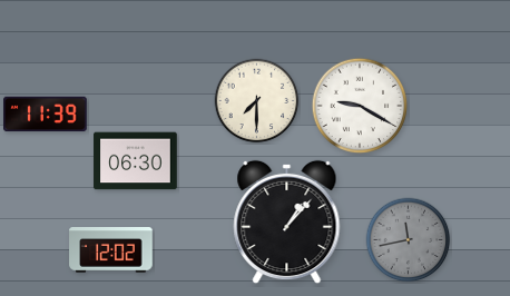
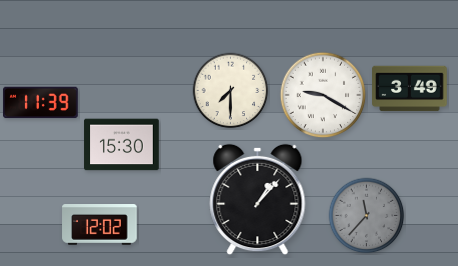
clock at (410, 89): none -> 3:49
clock at (136, 161): 06:30 -> 15:30
clock at (409, 240): 11:43 -> 11:37
